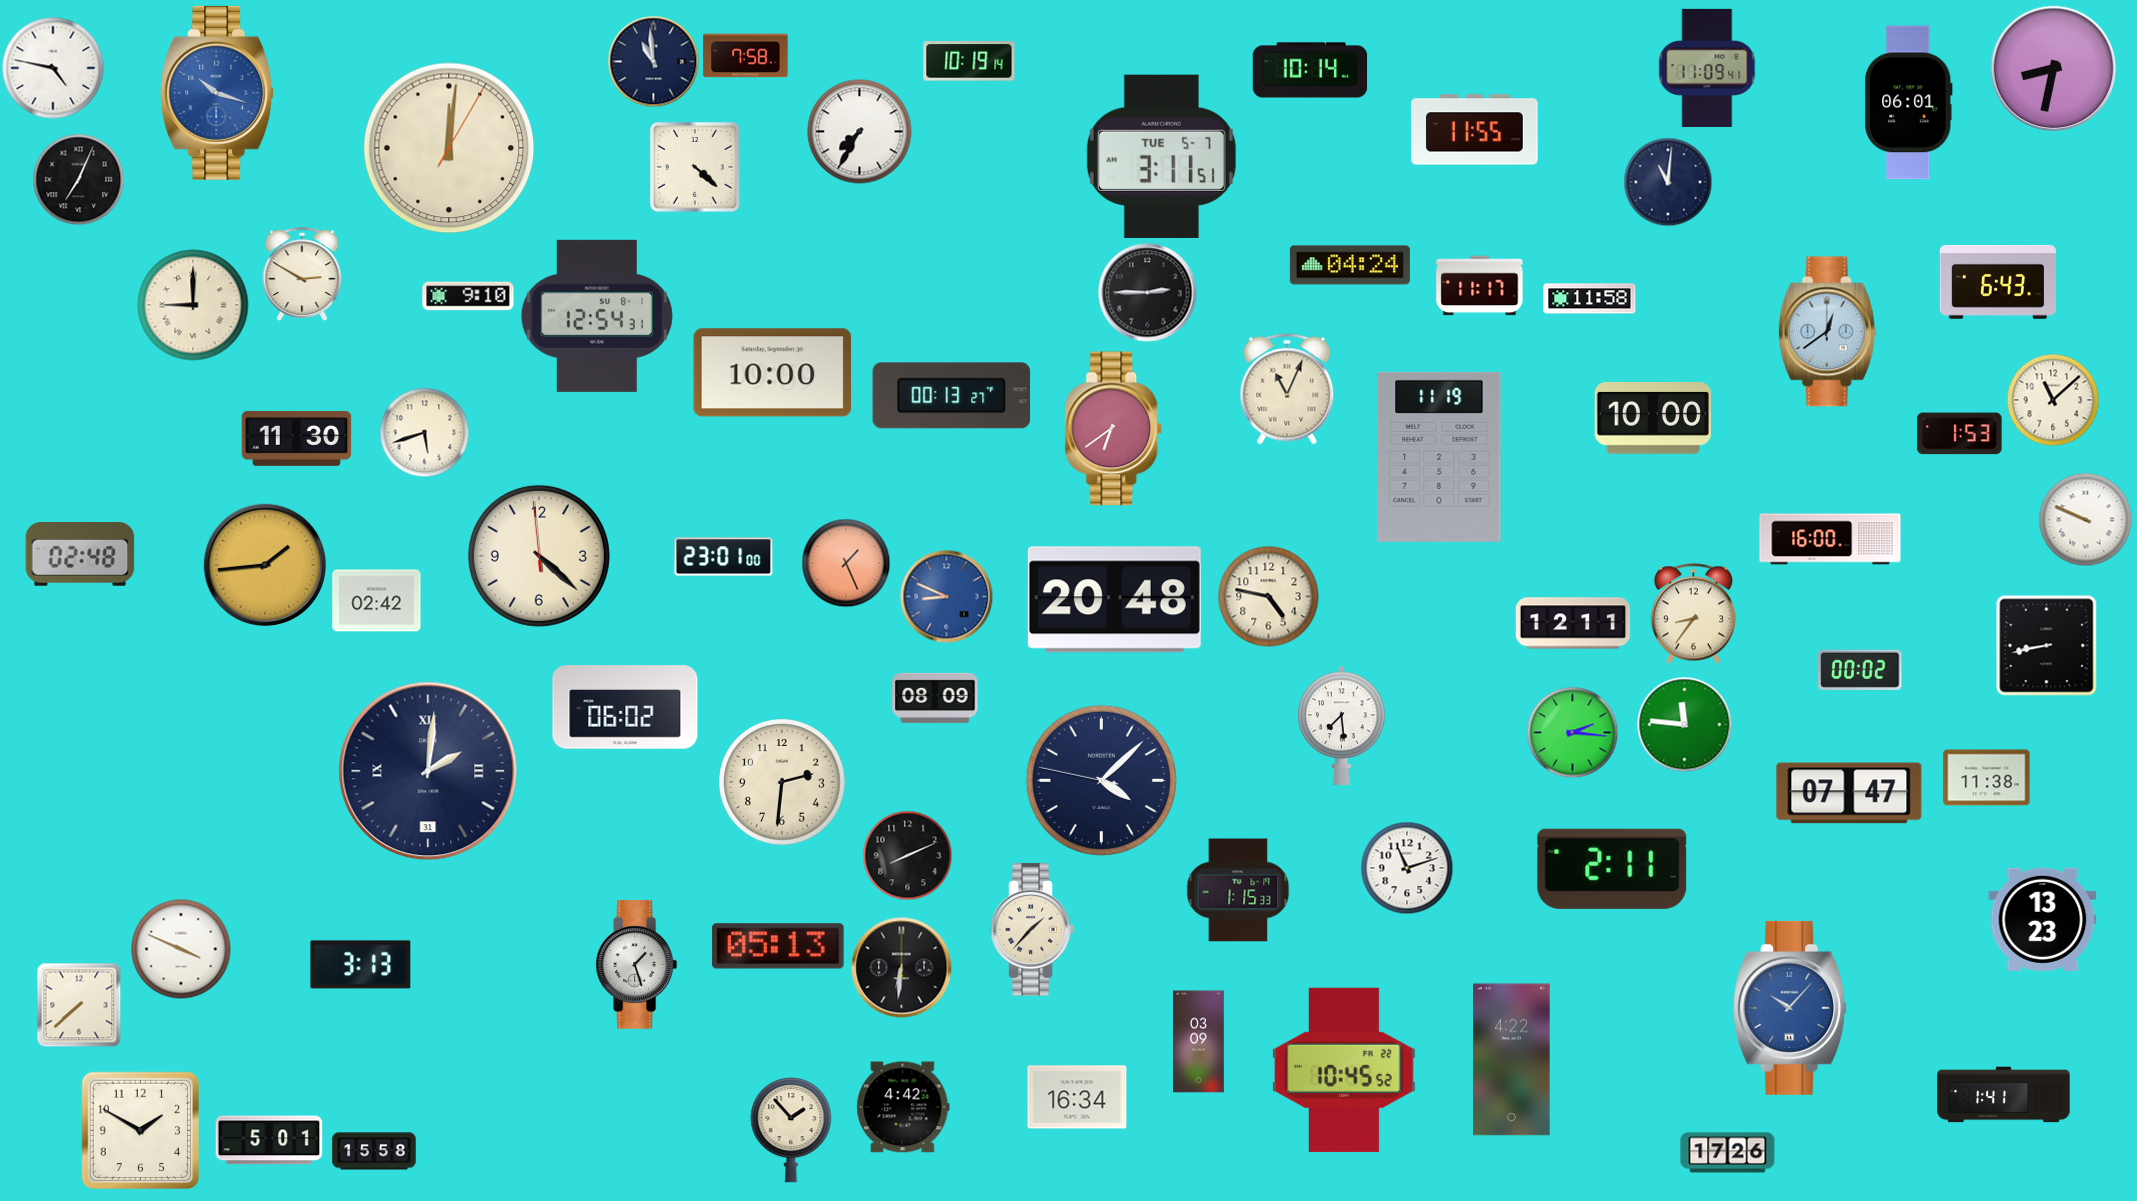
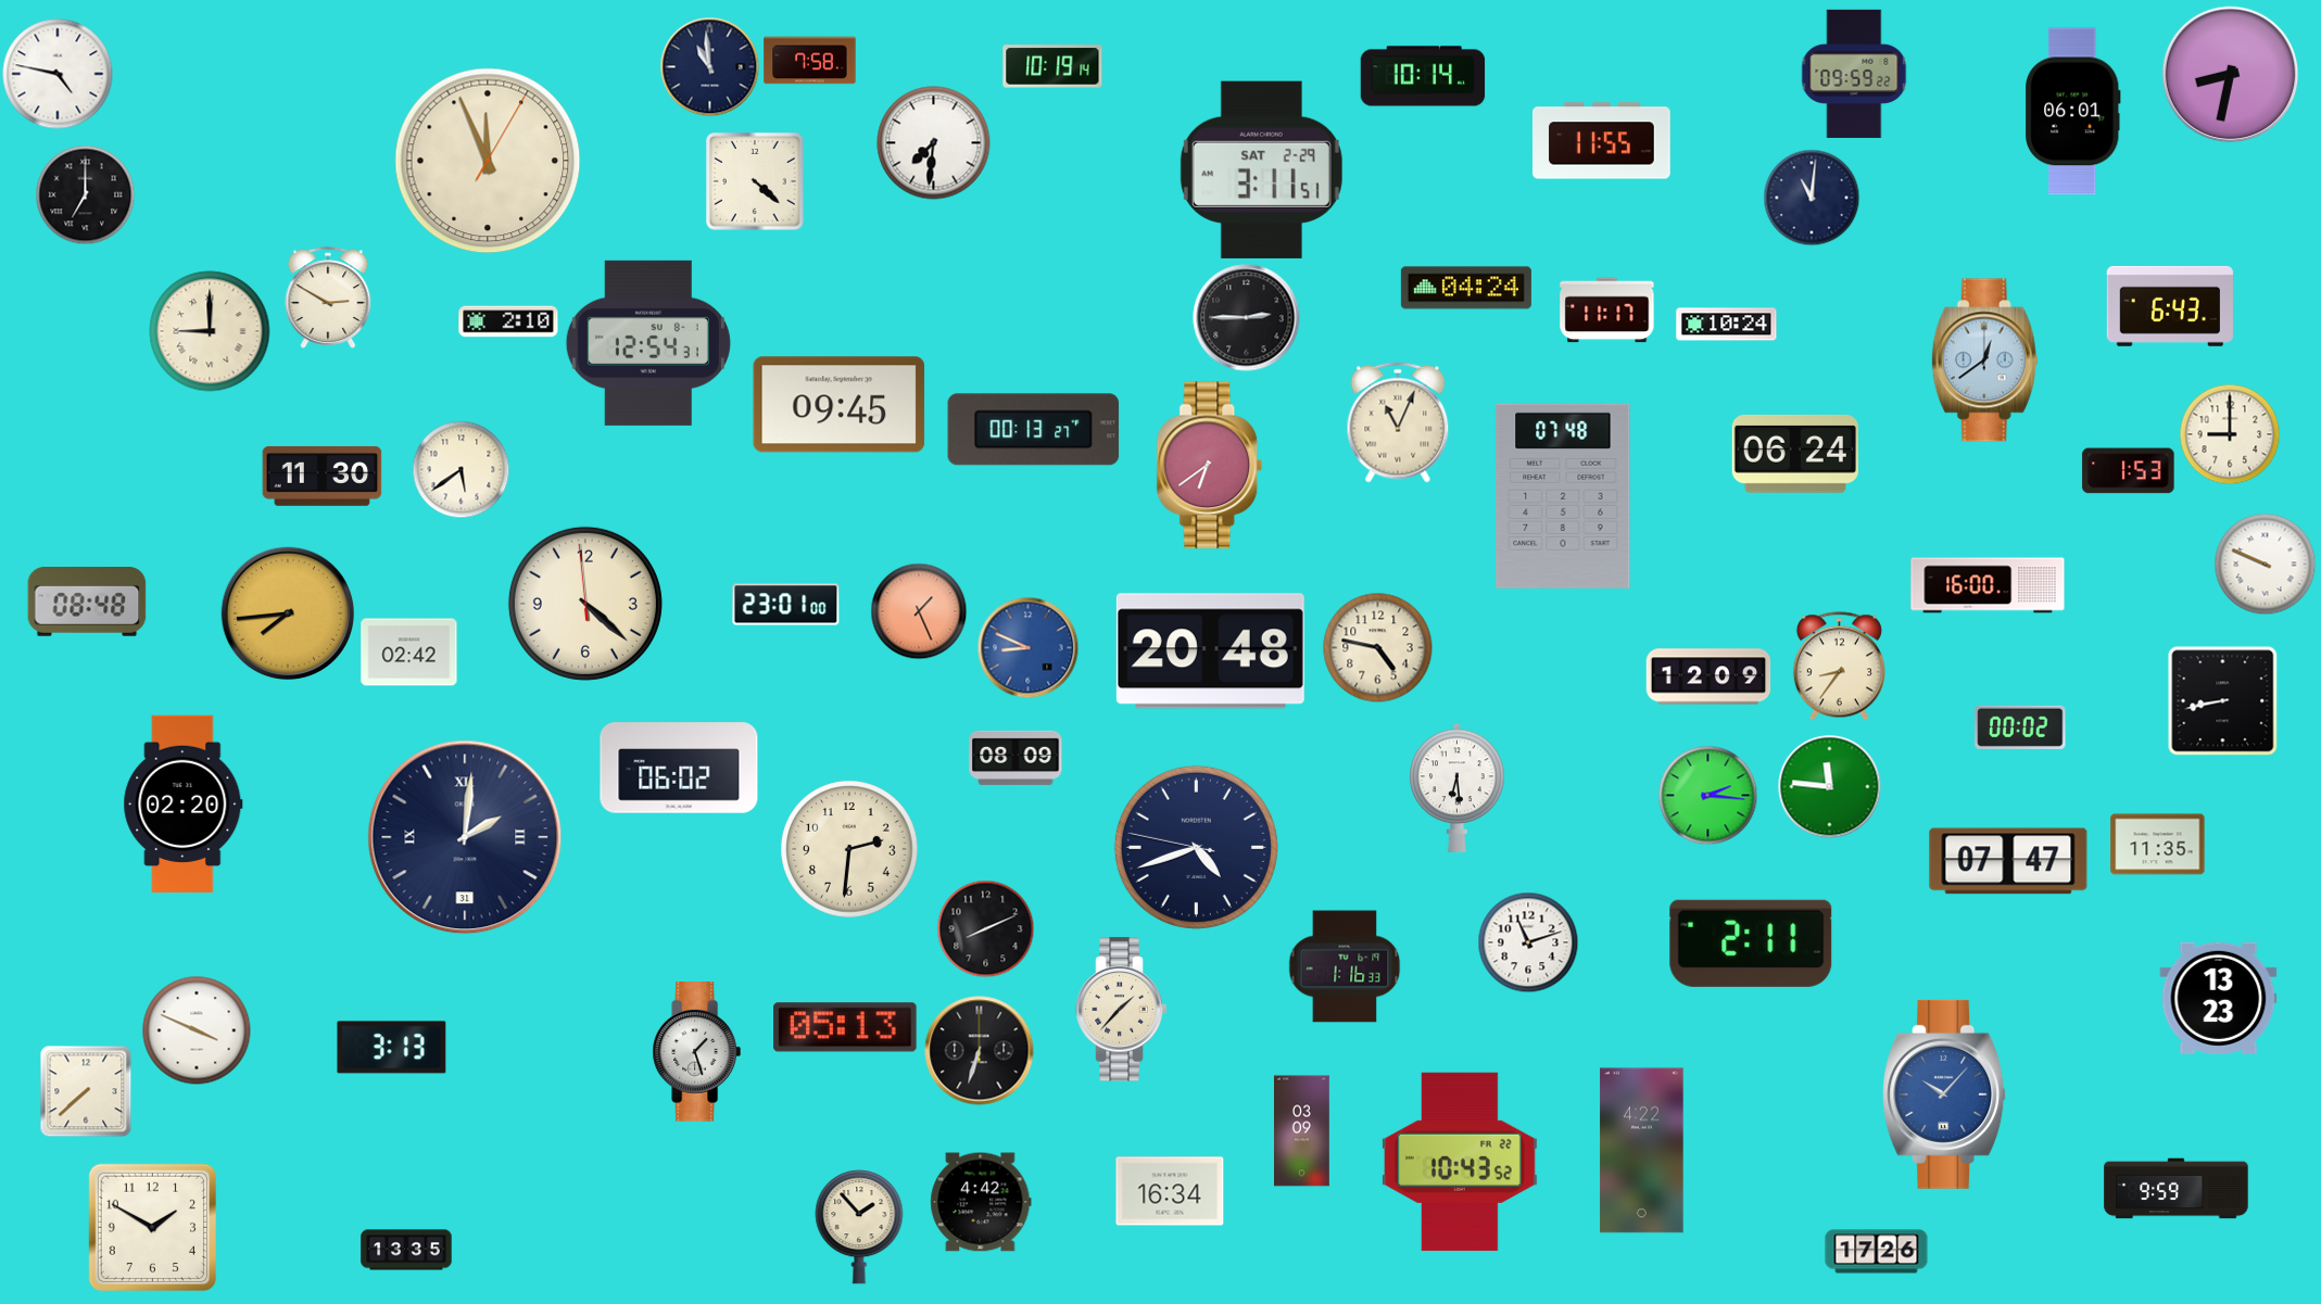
clock at (1707, 68): 11:09 -> 09:59
clock at (218, 93): 10:18 -> none
clock at (860, 132): 7:35 -> 7:31
clock at (449, 148): 12:01 -> 11:56
clock at (1161, 156) date: TUE 5-7 -> SAT 2-29
clock at (78, 179): 7:04 -> 7:00
clock at (468, 296): 9:10 -> 2:10
clock at (1590, 299): 11:58 -> 10:24
clock at (773, 373): 10:00 -> 09:45
clock at (2053, 400): 11:08 -> 9:00
clock at (1653, 418): 10:00 -> 06:24
clock at (424, 432): 5:42 -> 5:39
clock at (1439, 457): 11:19 -> 07:48
clock at (80, 554): 02:48 -> 08:48
clock at (265, 565): 1:44 -> 7:44
clock at (1573, 623): 12:11 -> 12:09
clock at (1342, 725): 7:29 -> 6:29
clock at (184, 805): none -> 02:20
clock at (1987, 778): 11:38 -> 11:35
clock at (1101, 780): 4:07 -> 4:41
clock at (1238, 890): 1:15 -> 1:16
clock at (636, 965) position: (636, 965) -> (696, 1052)
clock at (902, 968): 6:31 -> 6:33
clock at (1344, 1070): 10:45 -> 10:43
clock at (2004, 1095): 1:41 -> 9:59
clock at (269, 1140): 5:01 -> none
clock at (374, 1151): 15:58 -> 13:35
